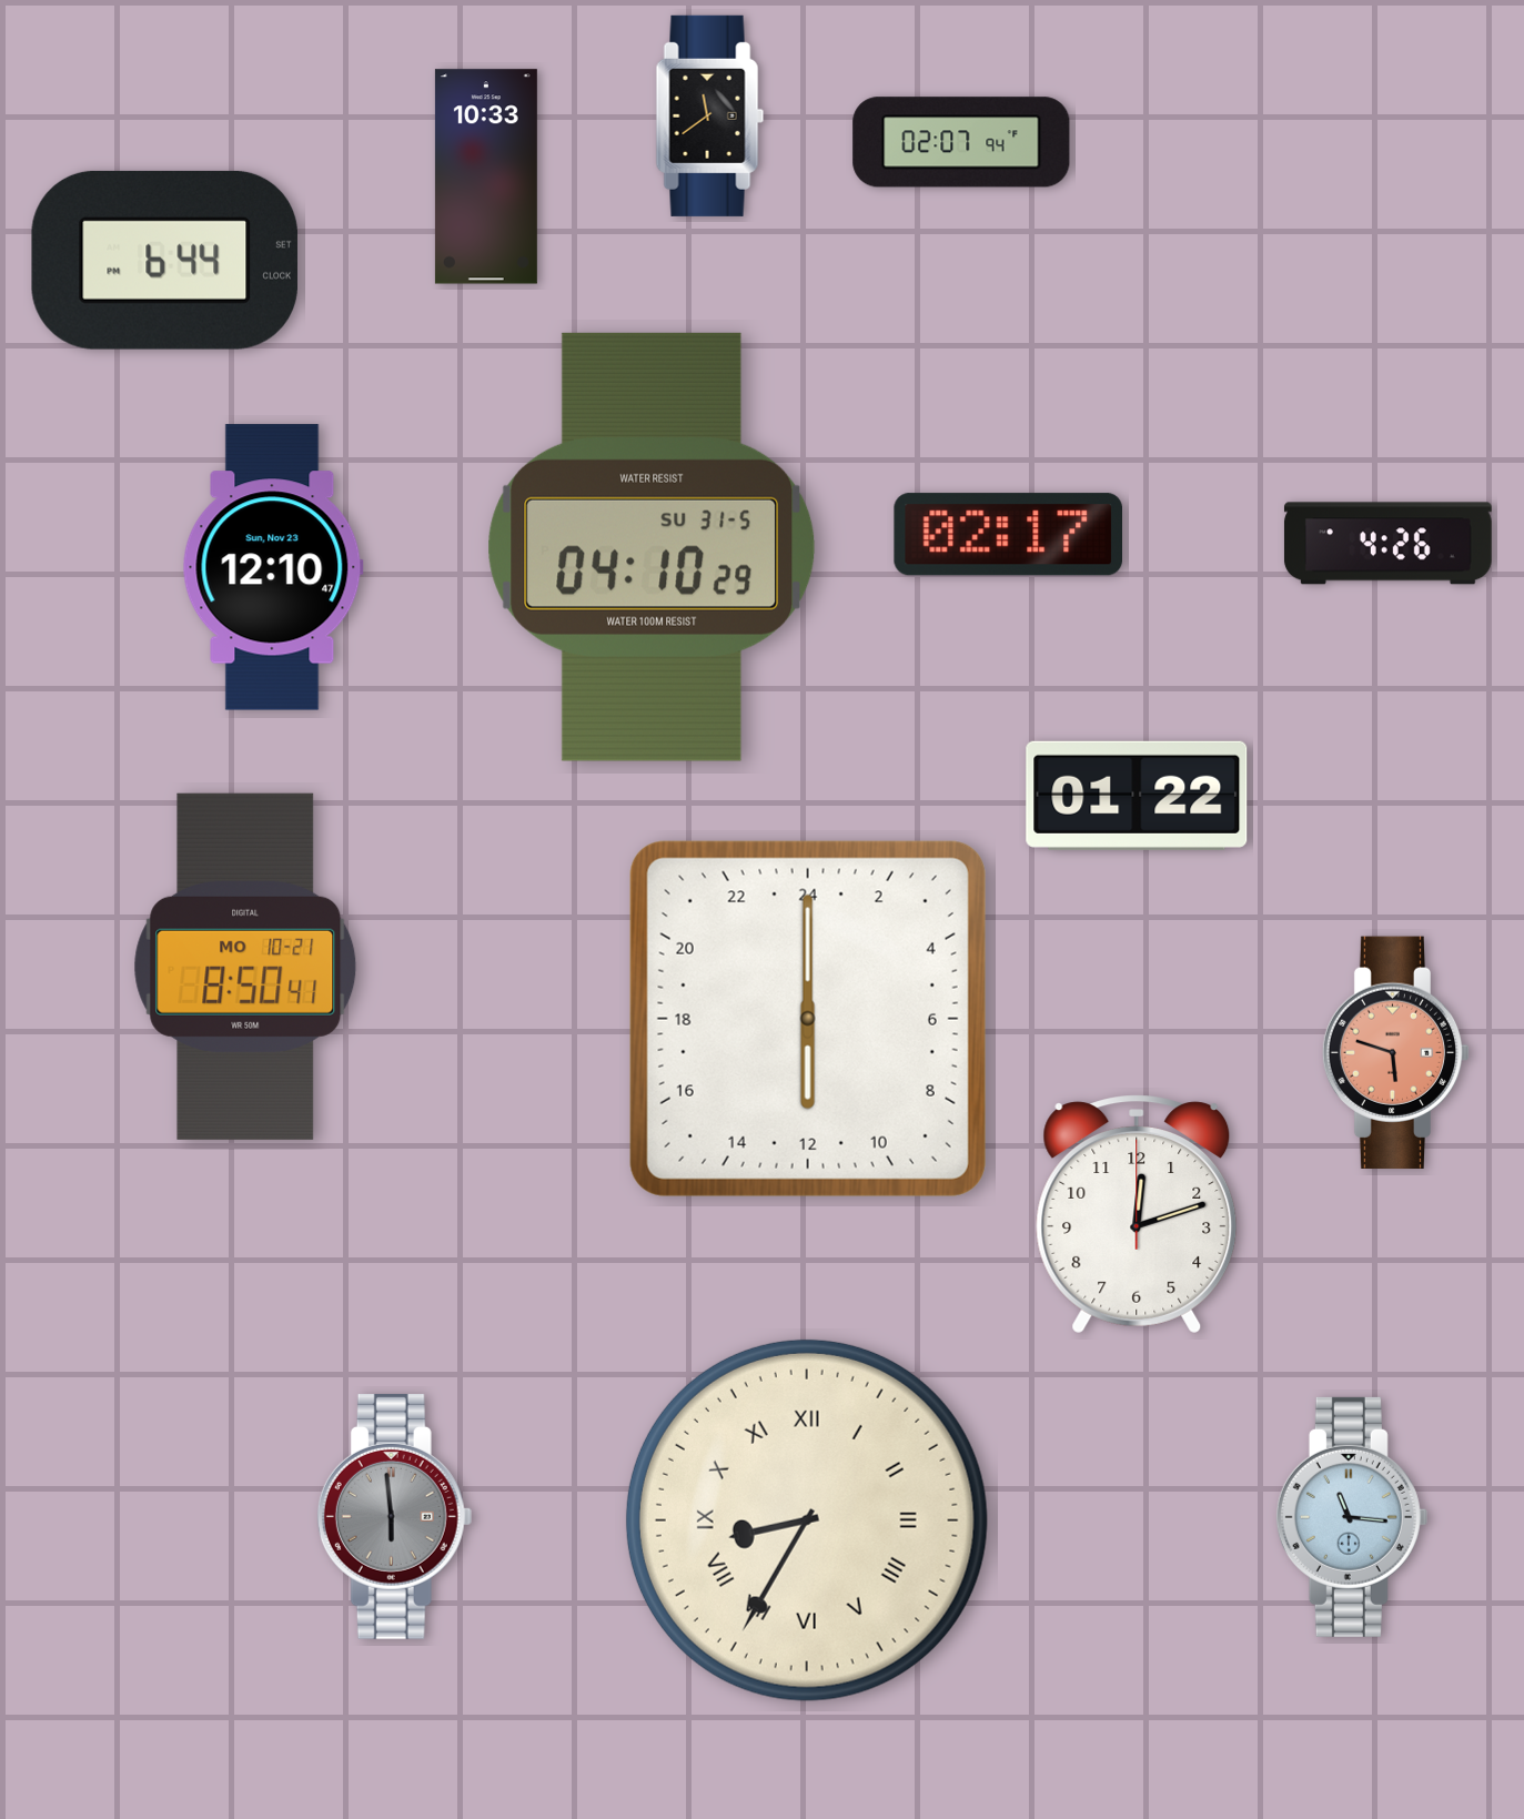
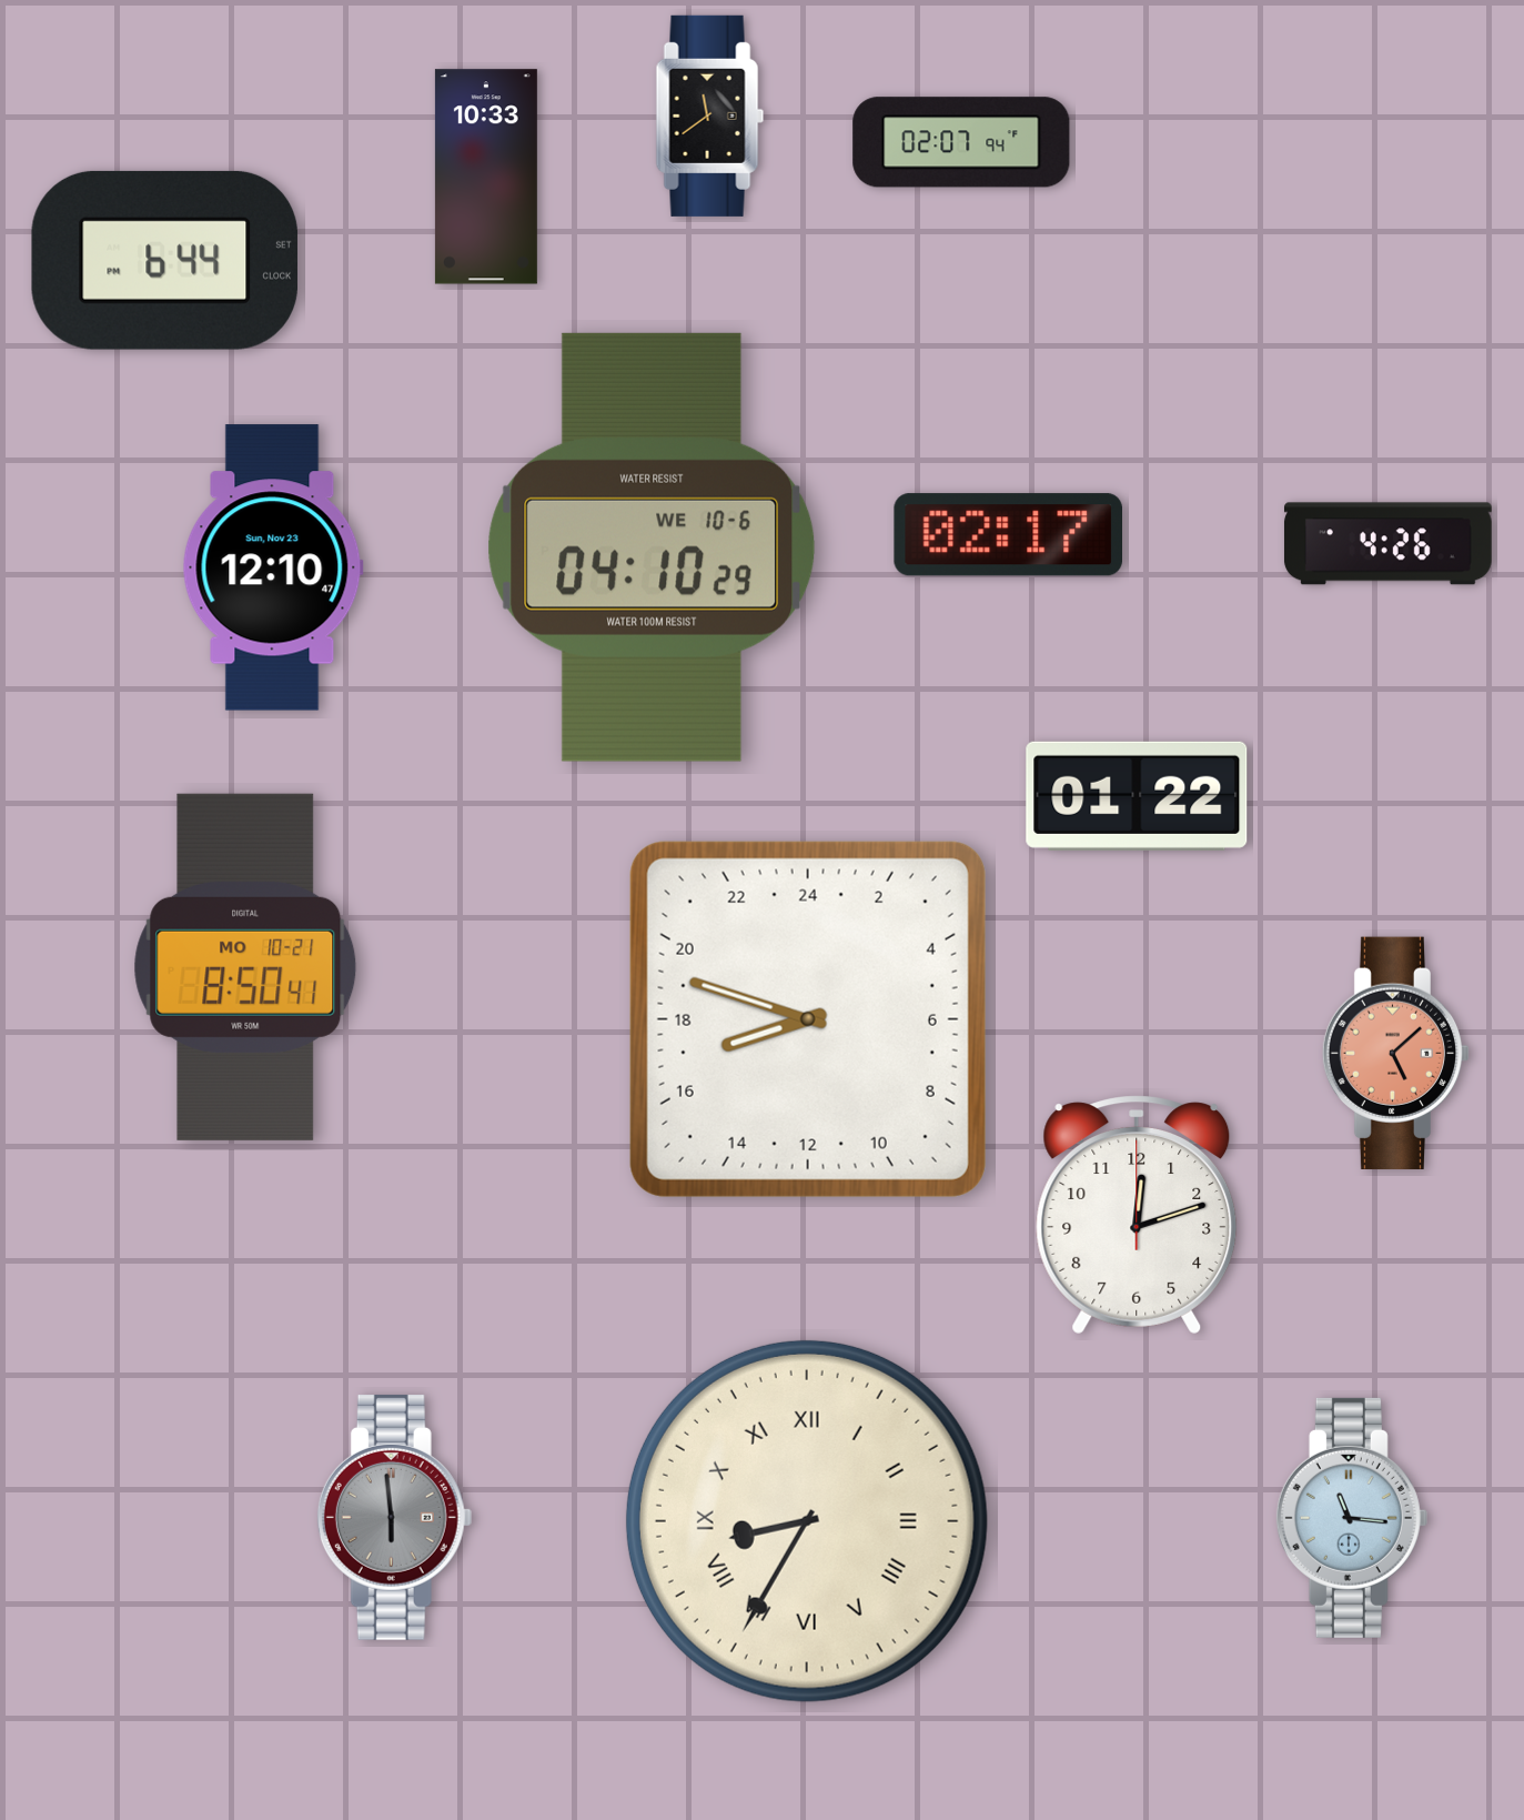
clock at (652, 547) date: SU 31-5 -> WE 10-6
clock at (808, 1019): 12:00 -> 16:48
clock at (1396, 1052): 5:48 -> 5:08
